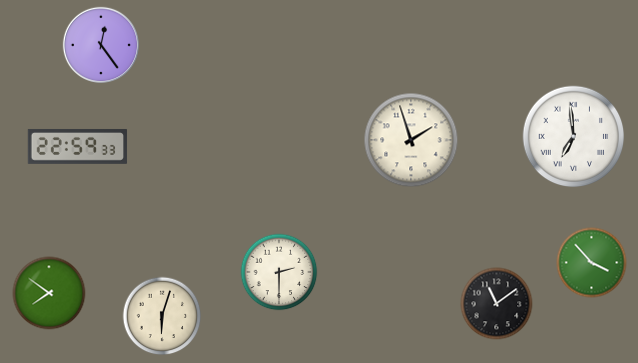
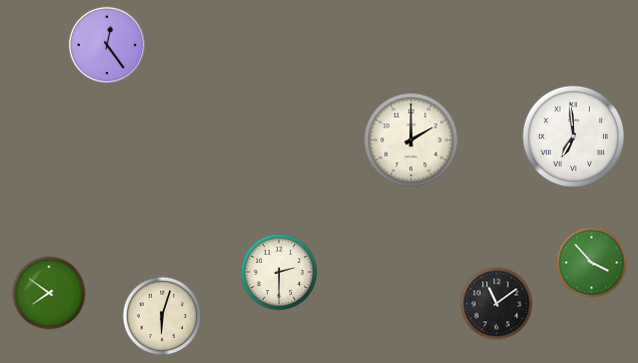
clock at (100, 44) position: (100, 44) -> (106, 44)
clock at (411, 140): 1:57 -> 2:00
clock at (78, 146): 22:59 -> none
